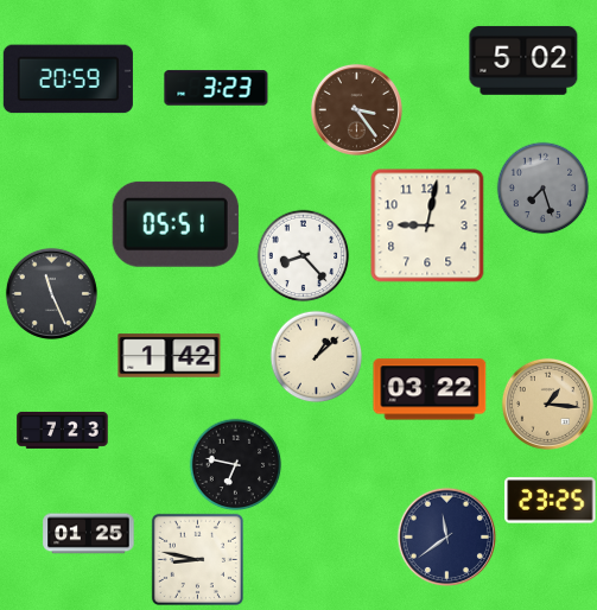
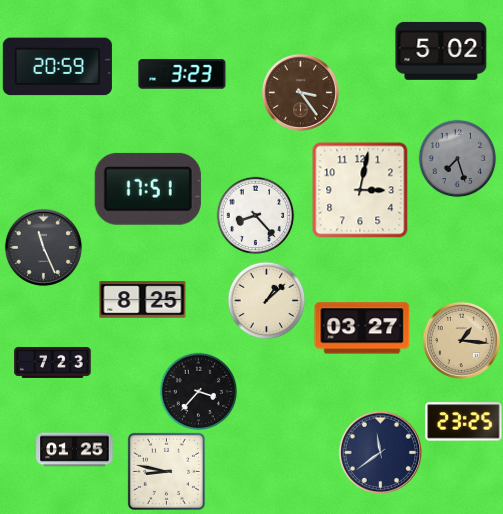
clock at (176, 224): 05:51 -> 17:51
clock at (427, 225): 9:02 -> 3:02
clock at (170, 356): 1:42 -> 8:25
clock at (430, 389): 03:22 -> 03:27
clock at (235, 464): 6:47 -> 3:37
clock at (446, 536) position: (446, 536) -> (380, 452)
